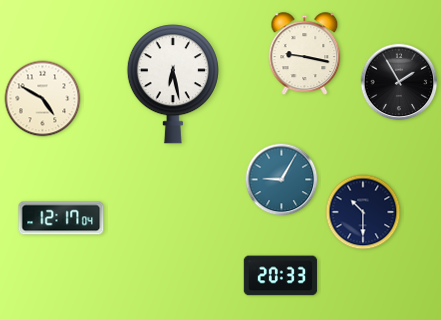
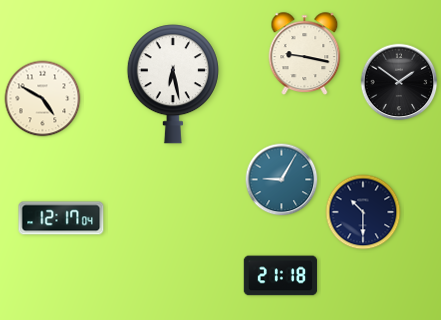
clock at (399, 82): 1:55 -> 1:51
clock at (281, 276): 20:33 -> 21:18
